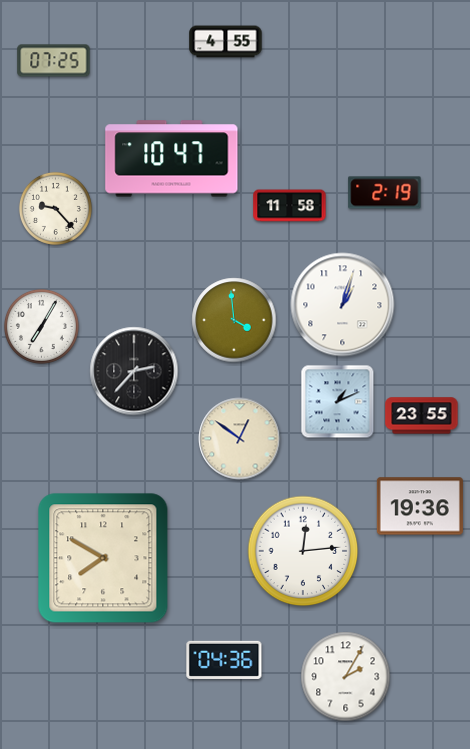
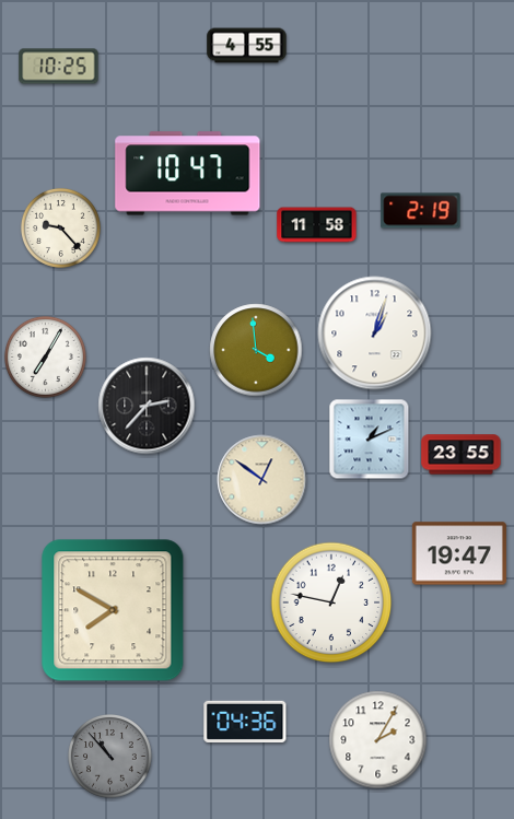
clock at (54, 61): 07:25 -> 10:25
clock at (420, 506): 19:36 -> 19:47
clock at (303, 551): 12:14 -> 12:47
clock at (110, 757): none -> 10:53
